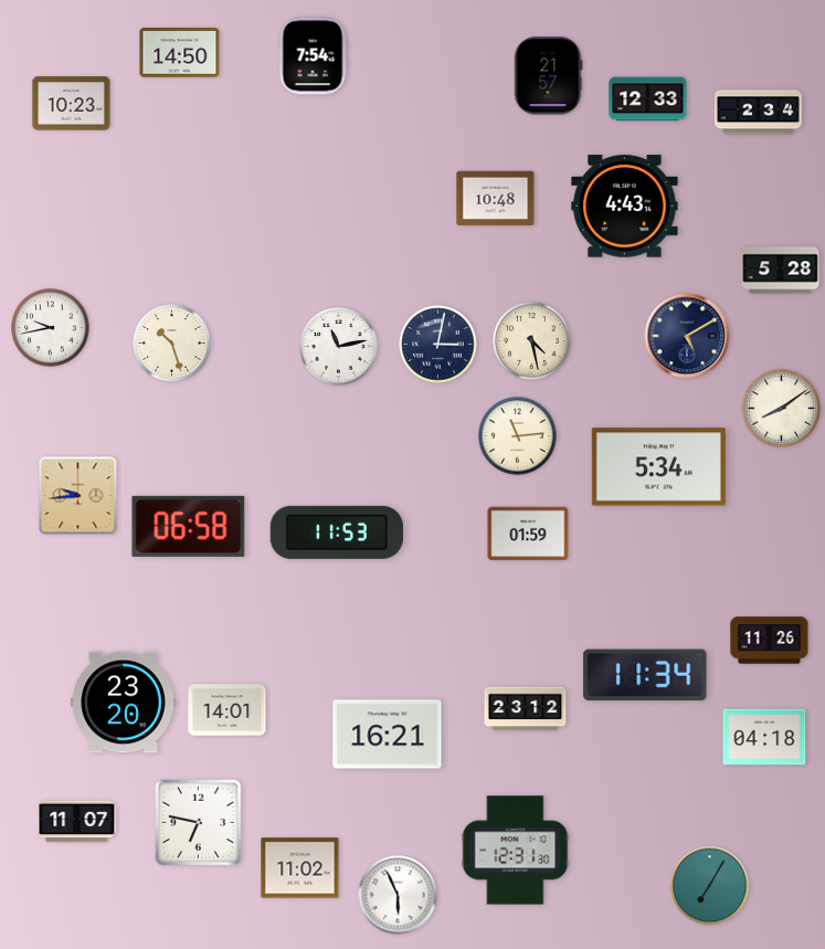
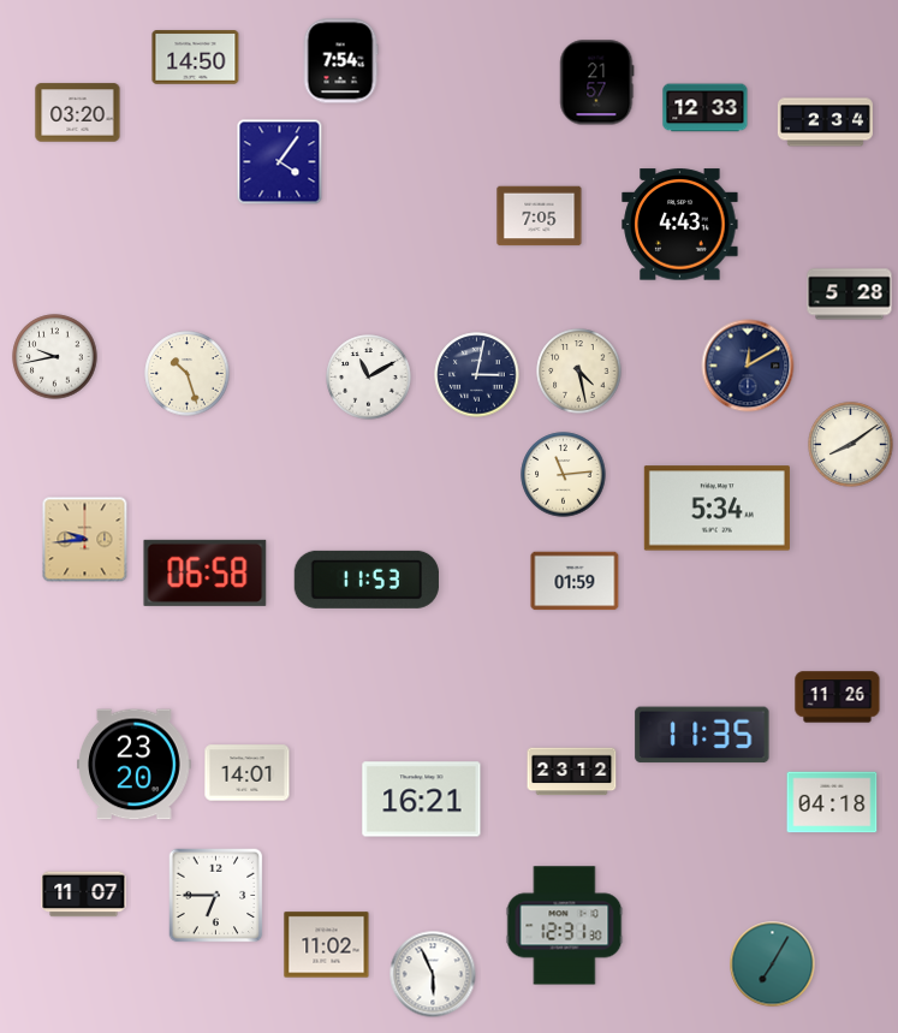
clock at (72, 104): 10:23 -> 03:20
clock at (280, 162): none -> 4:06
clock at (496, 199): 10:48 -> 7:05
clock at (687, 336): 5:10 -> 12:10
clock at (339, 347): 11:13 -> 11:10
clock at (645, 675): 11:34 -> 11:35
clock at (199, 823): 6:47 -> 6:45
clock at (516, 851) position: (516, 851) -> (565, 926)
